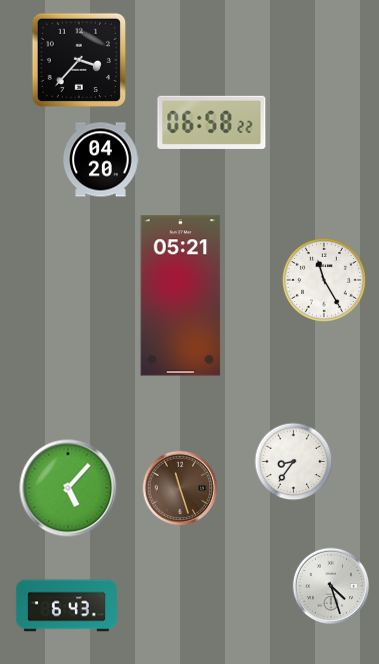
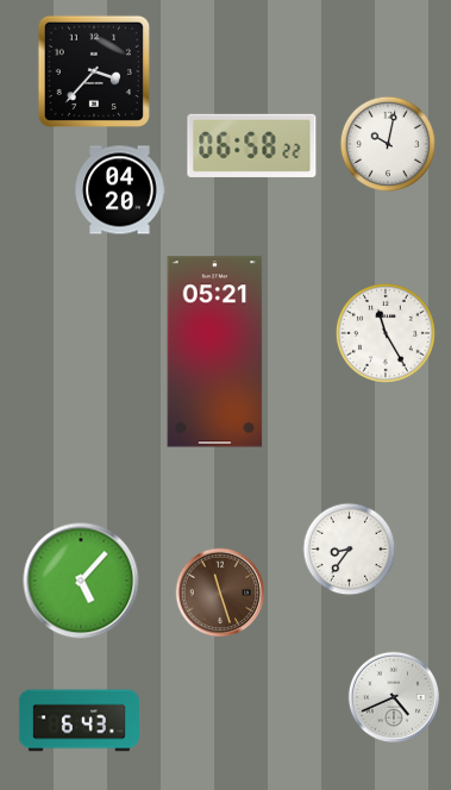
clock at (387, 143): none -> 10:02
clock at (180, 488) position: (180, 488) -> (220, 592)
clock at (330, 585): 4:27 -> 4:41
